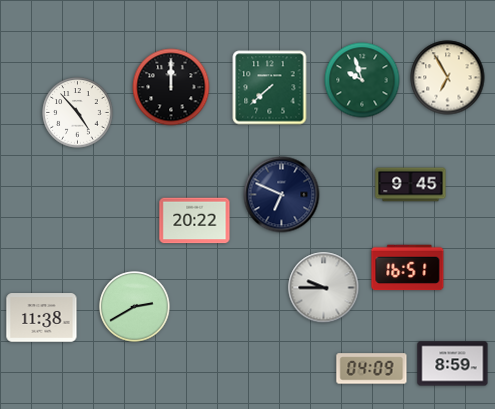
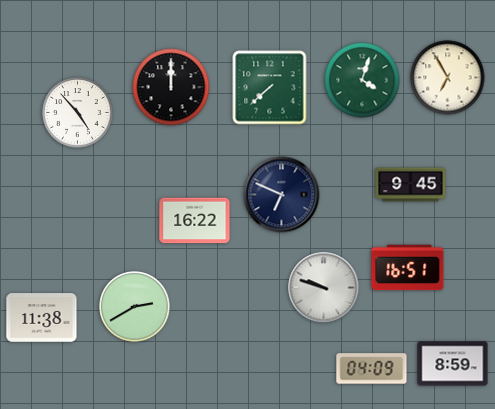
clock at (362, 80): 9:57 -> 4:03
clock at (195, 221): 20:22 -> 16:22
clock at (324, 288): 9:45 -> 9:48
